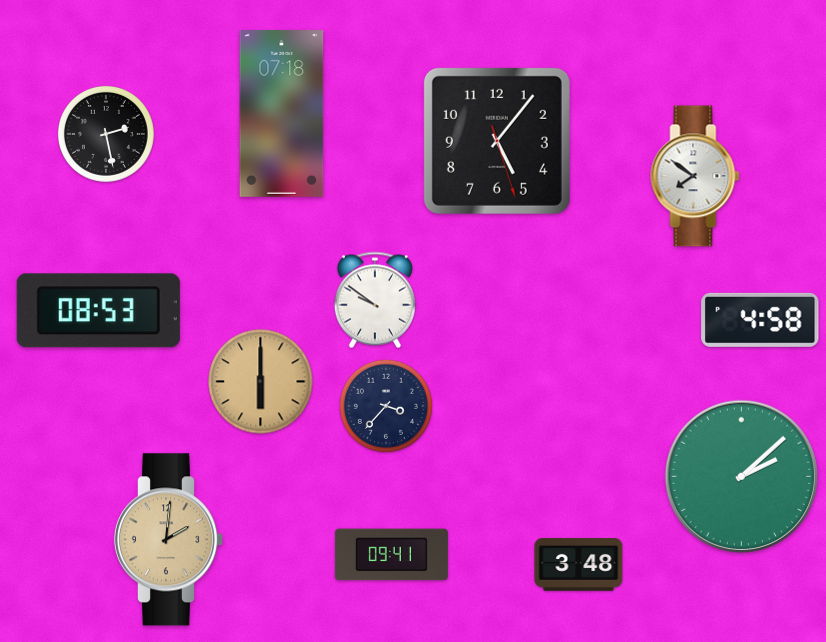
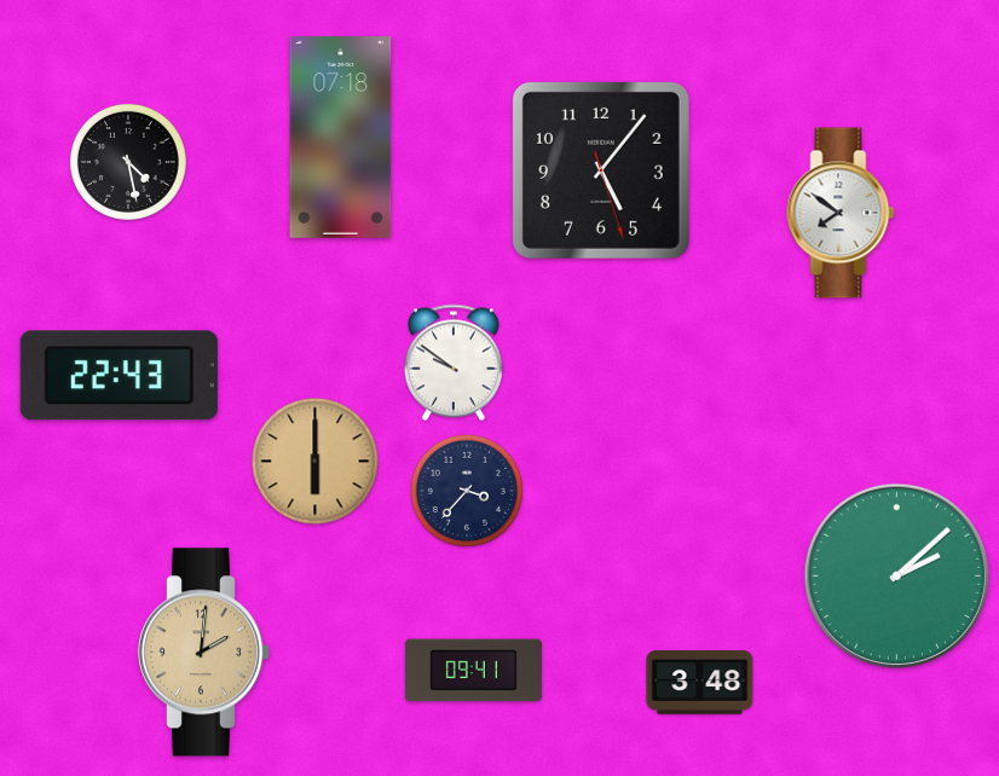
clock at (106, 134): 2:28 -> 4:28
clock at (98, 311): 08:53 -> 22:43
clock at (760, 320): 4:58 -> none
